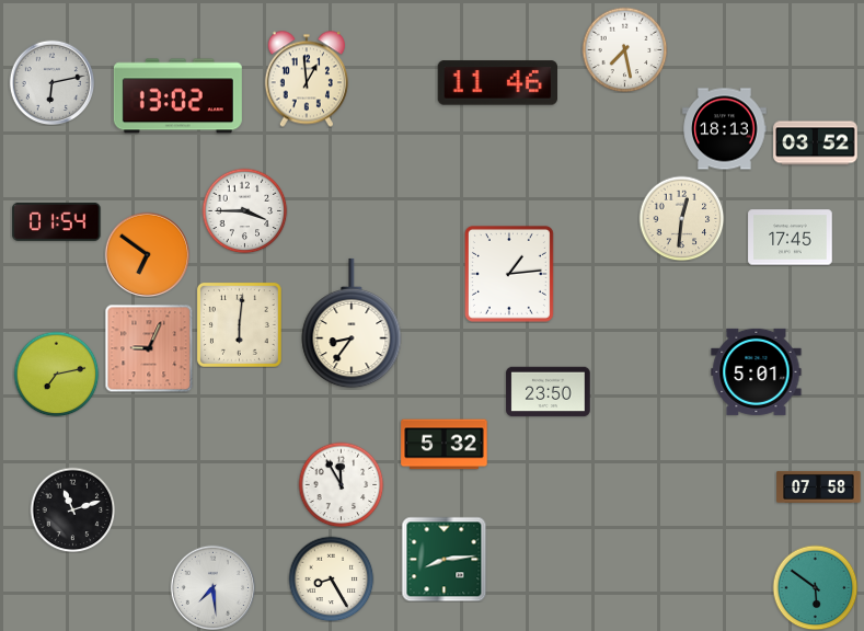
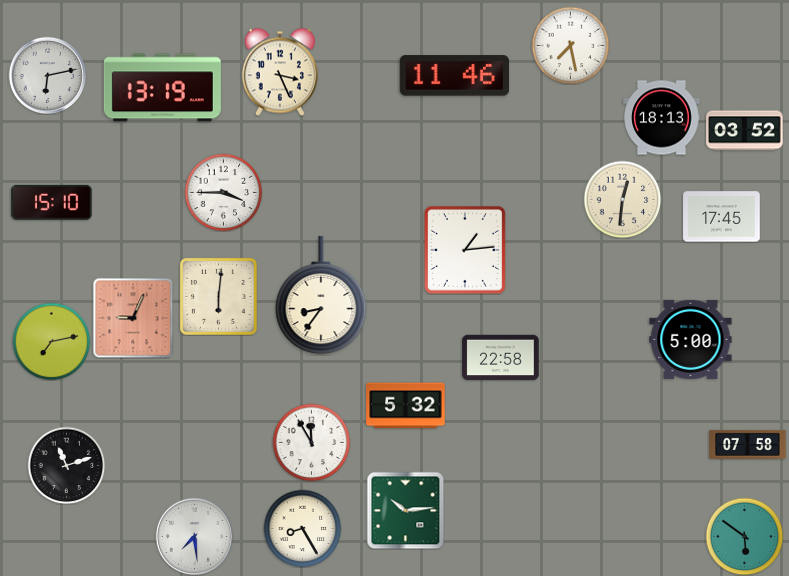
clock at (307, 79): 12:59 -> 3:26
clock at (177, 96): 13:02 -> 13:19
clock at (57, 221): 01:54 -> 15:10
clock at (147, 254): 6:51 -> none
clock at (149, 348) position: (149, 348) -> (133, 318)
clock at (757, 371): 5:01 -> 5:00
clock at (549, 392): 23:50 -> 22:58
clock at (443, 559): 8:14 -> 10:14
